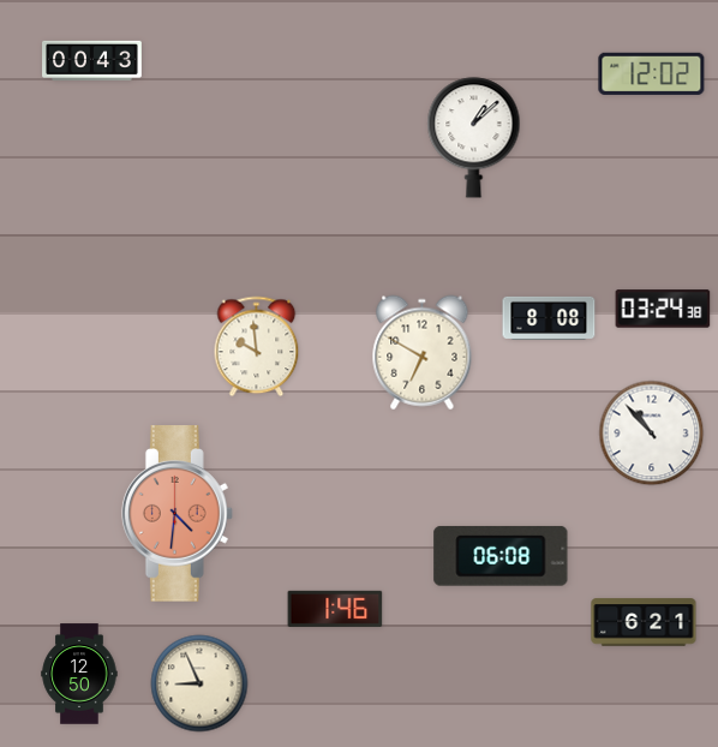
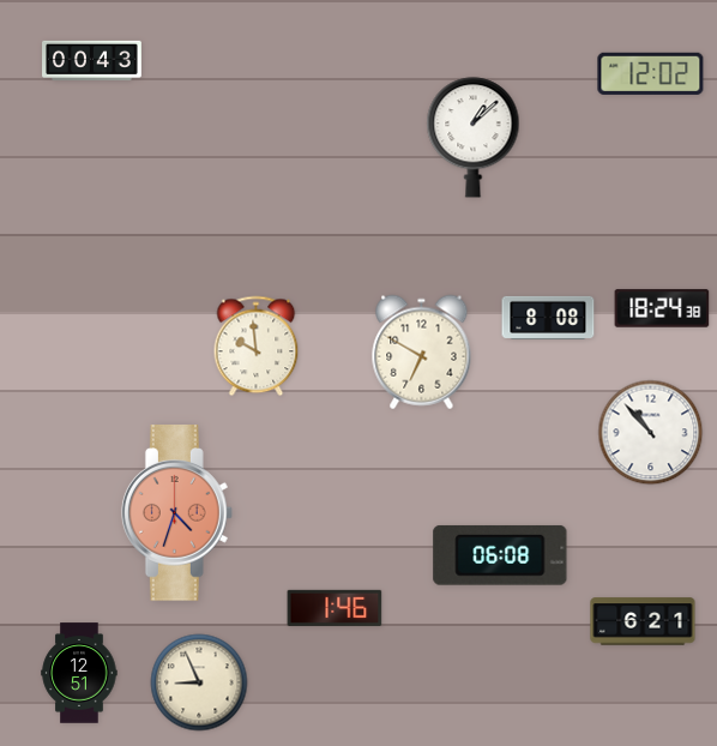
clock at (663, 309): 03:24 -> 18:24
clock at (176, 514): 4:31 -> 4:33
clock at (79, 674): 12:50 -> 12:51
